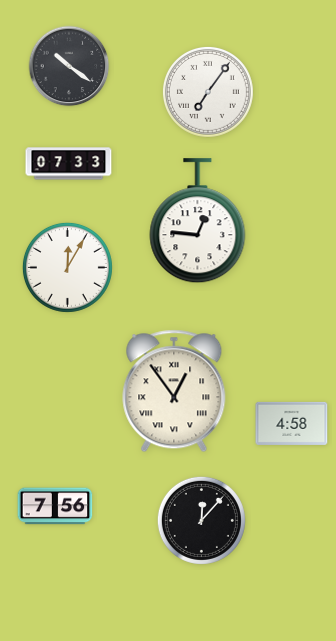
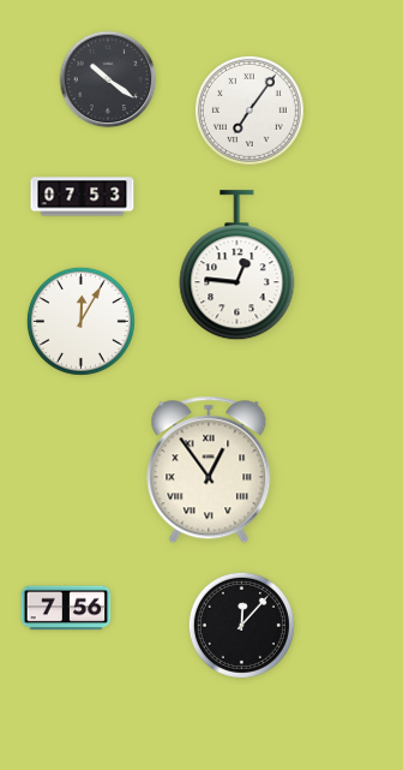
clock at (69, 66) position: (69, 66) -> (108, 79)
clock at (69, 164): 07:33 -> 07:53
clock at (292, 423): 4:58 -> none
